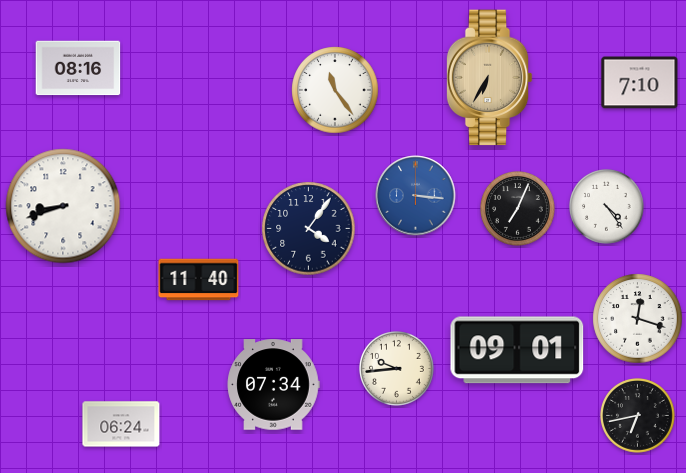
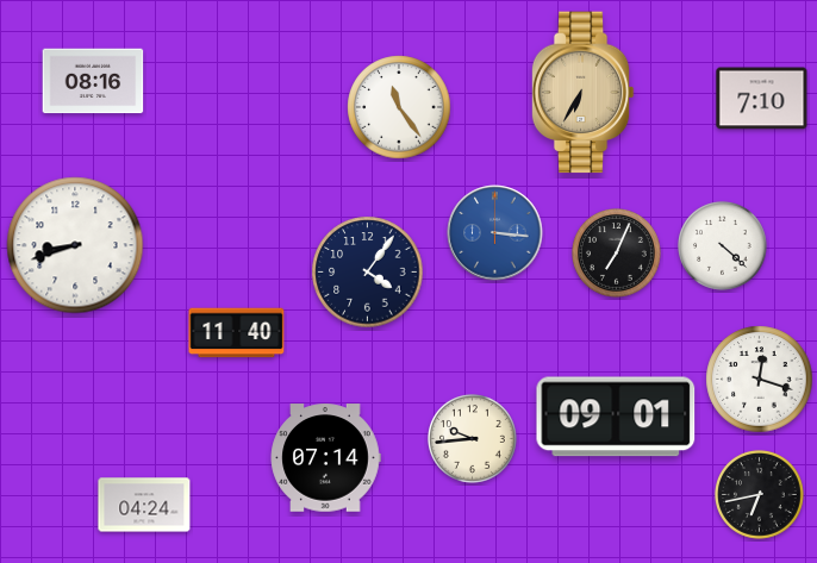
clock at (607, 207): 4:24 -> 4:22
clock at (518, 209) position: (518, 209) -> (617, 254)
clock at (273, 385): 07:34 -> 07:14
clock at (121, 424): 06:24 -> 04:24
